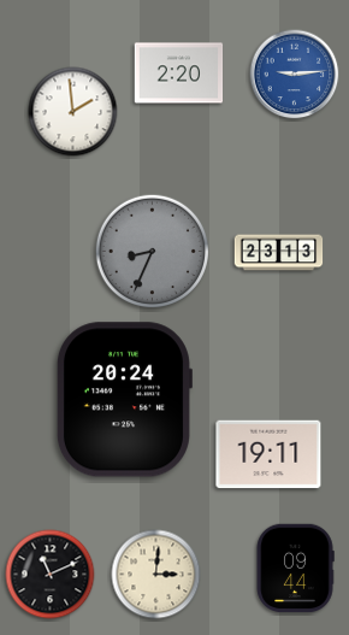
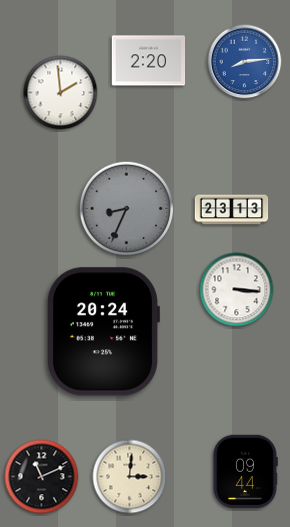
clock at (295, 75): 9:14 -> 8:14
clock at (237, 290): none -> 3:16
clock at (268, 454): 19:11 -> none
